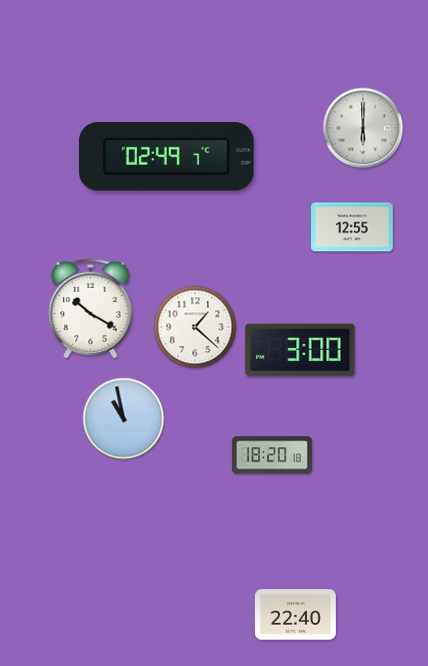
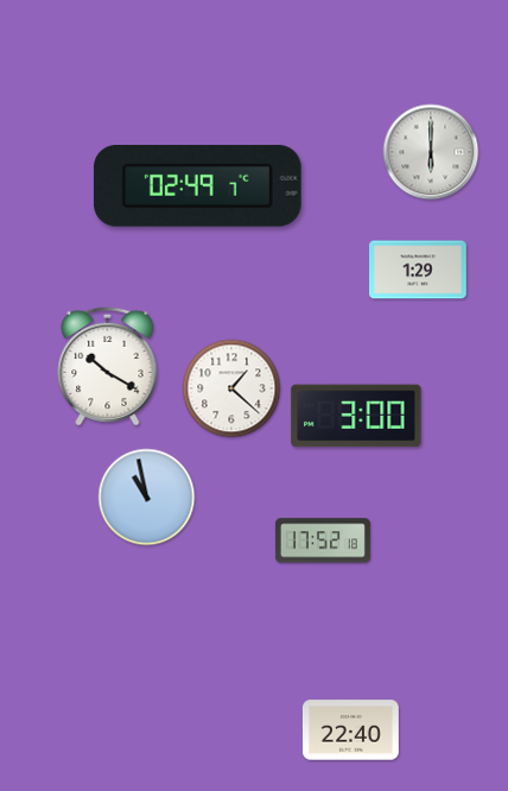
clock at (353, 227): 12:55 -> 1:29
clock at (272, 455): 18:20 -> 17:52
